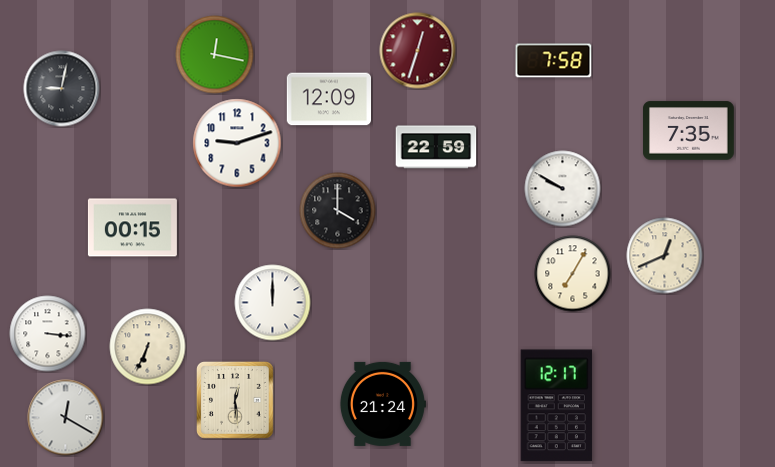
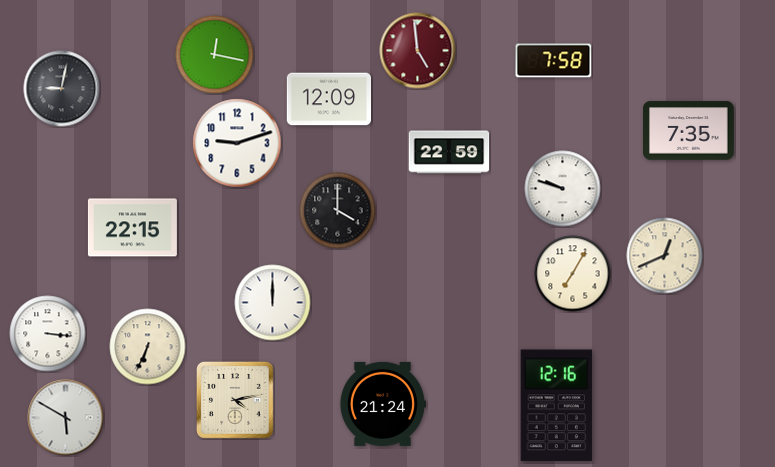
clock at (418, 51): 12:33 -> 4:59
clock at (436, 147) position: (436, 147) -> (449, 152)
clock at (563, 189): 9:50 -> 9:48
clock at (132, 228): 00:15 -> 22:15
clock at (235, 400): 12:29 -> 4:13
clock at (556, 406): 12:17 -> 12:16
clock at (66, 418): 12:20 -> 5:50
